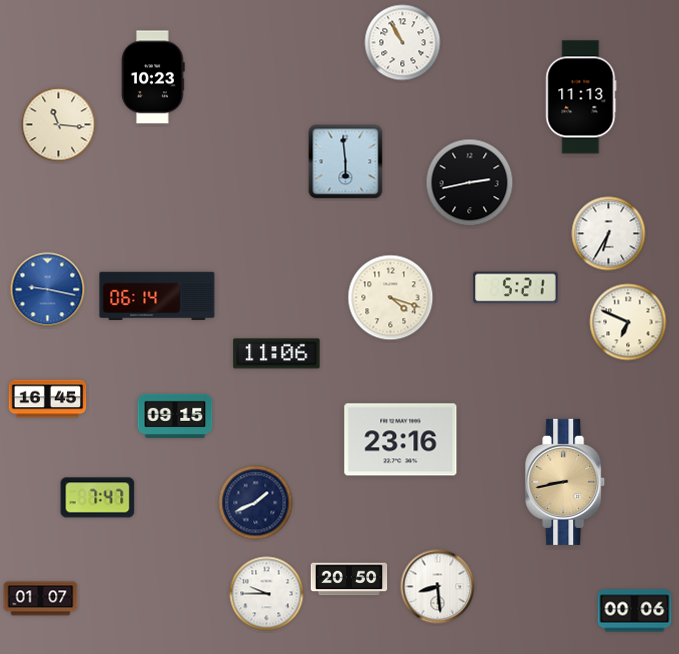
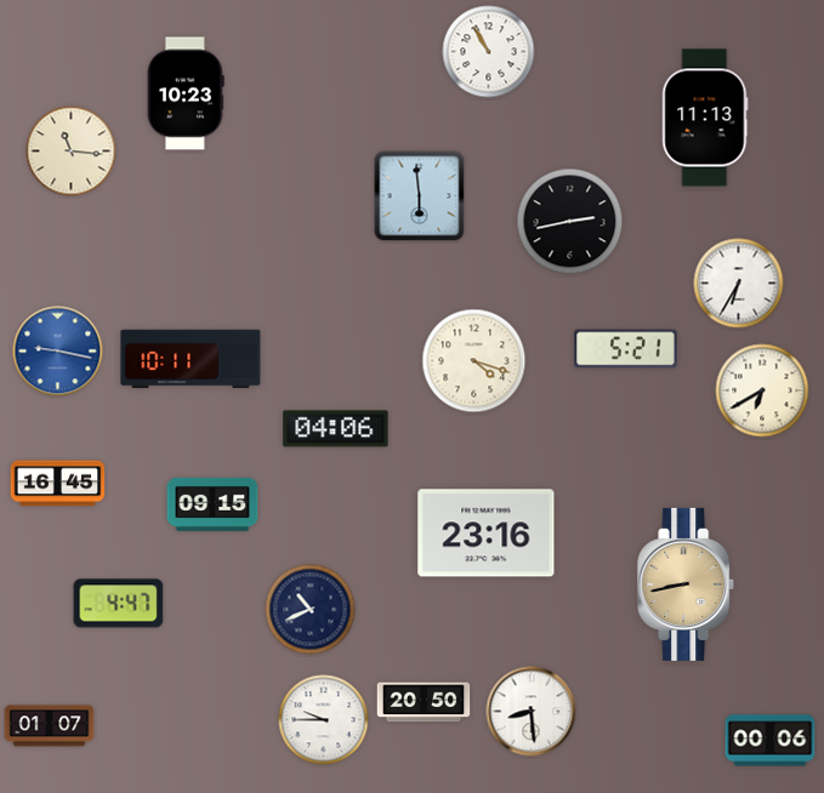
clock at (157, 296): 06:14 -> 10:11
clock at (628, 322): 6:49 -> 6:40
clock at (277, 354): 11:06 -> 04:06
clock at (98, 498): 7:47 -> 4:47
clock at (256, 503): 1:41 -> 10:41
